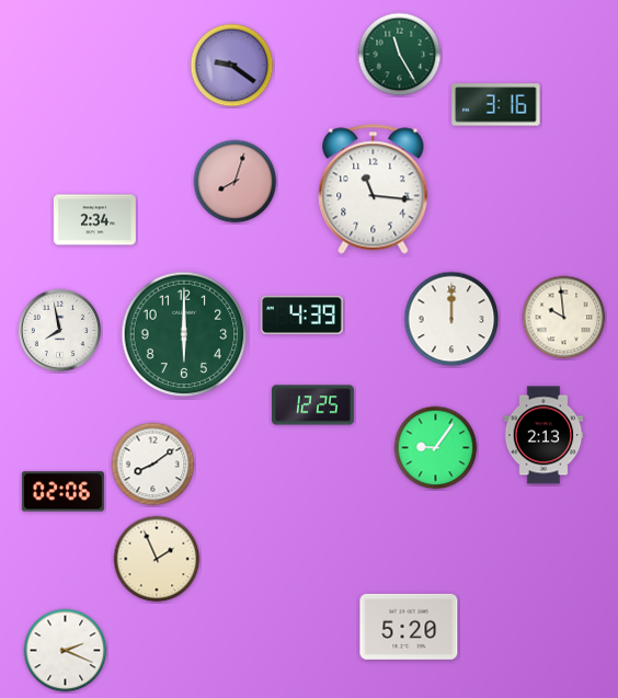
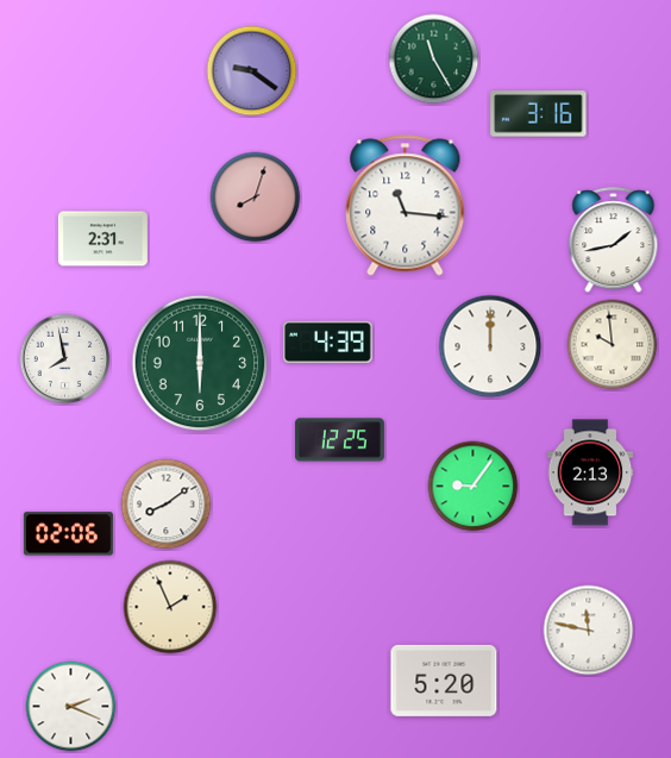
clock at (94, 220): 2:34 -> 2:31
clock at (614, 240): none -> 1:43
clock at (589, 631): none -> 11:47
